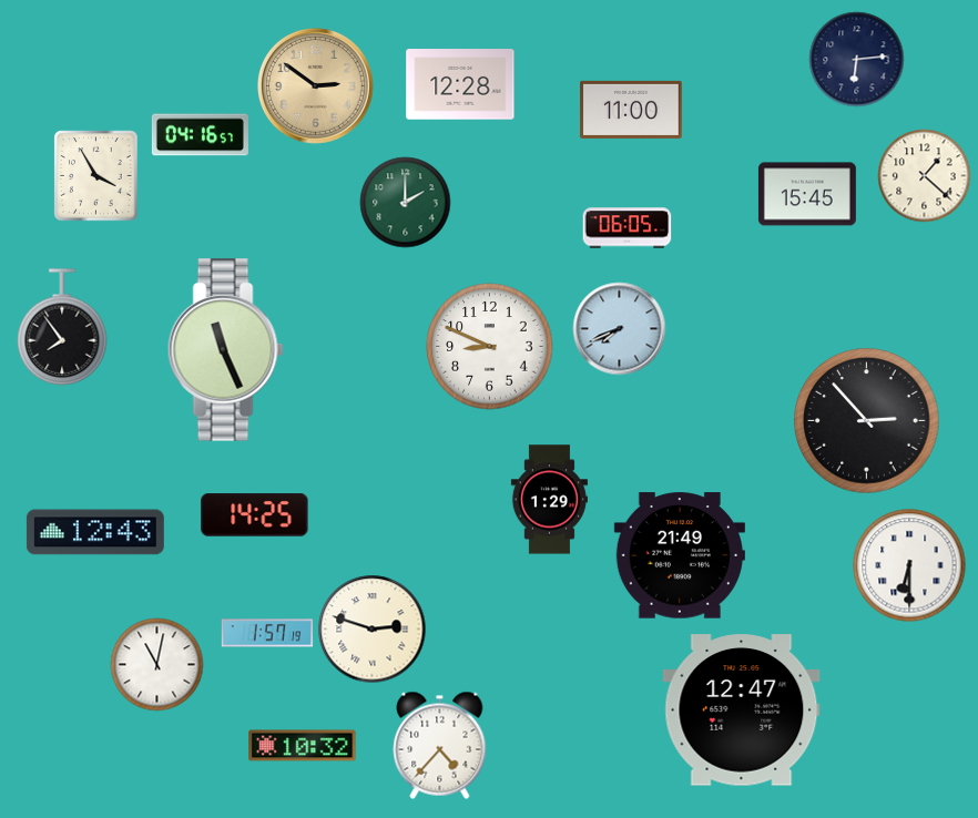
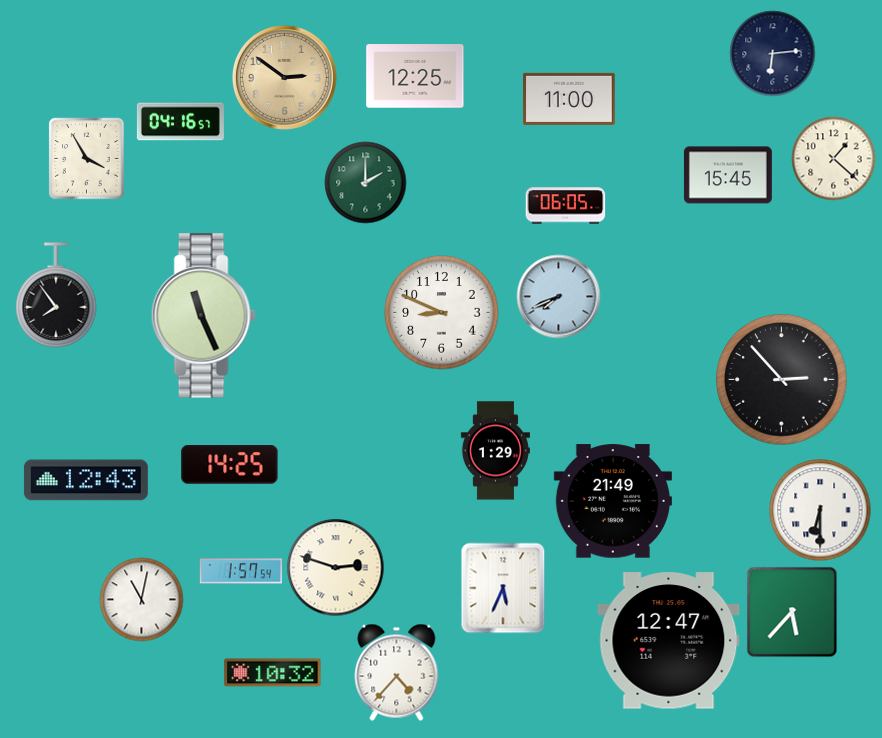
clock at (460, 84): 12:28 -> 12:25
clock at (267, 633): 1:57:19 -> 1:57:54
clock at (503, 588): none -> 5:34
clock at (792, 612): none -> 5:37
